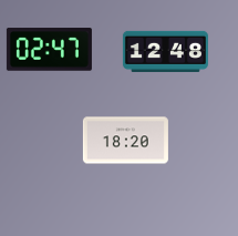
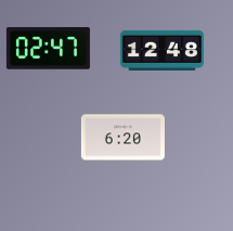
clock at (125, 141): 18:20 -> 6:20
